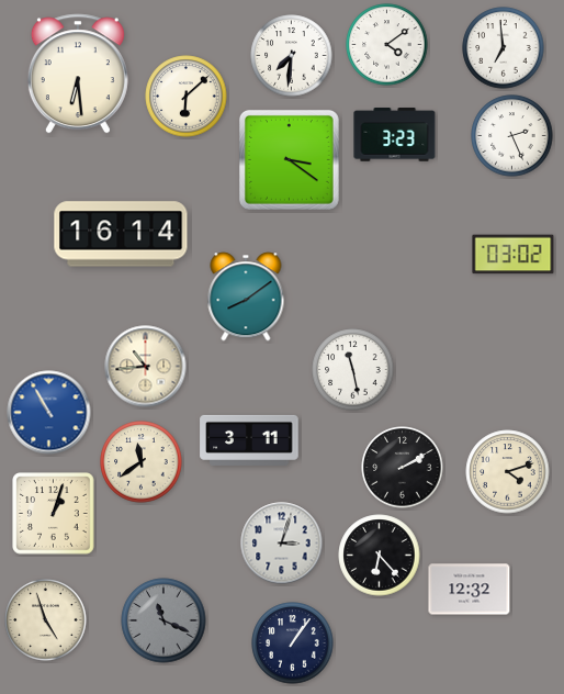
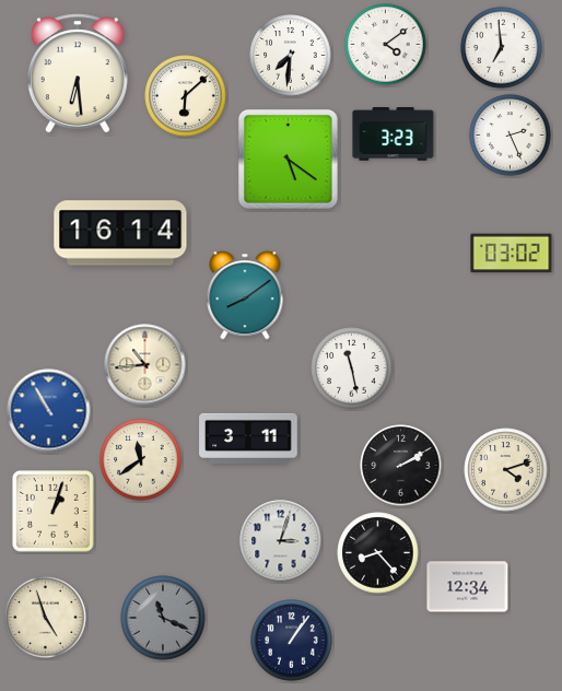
clock at (289, 159): 3:21 -> 5:21
clock at (380, 556): 6:23 -> 8:23
clock at (470, 590): 12:32 -> 12:34
